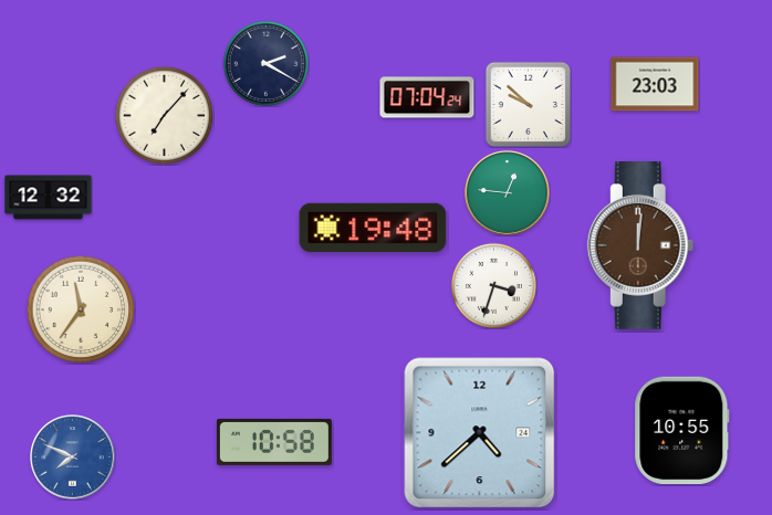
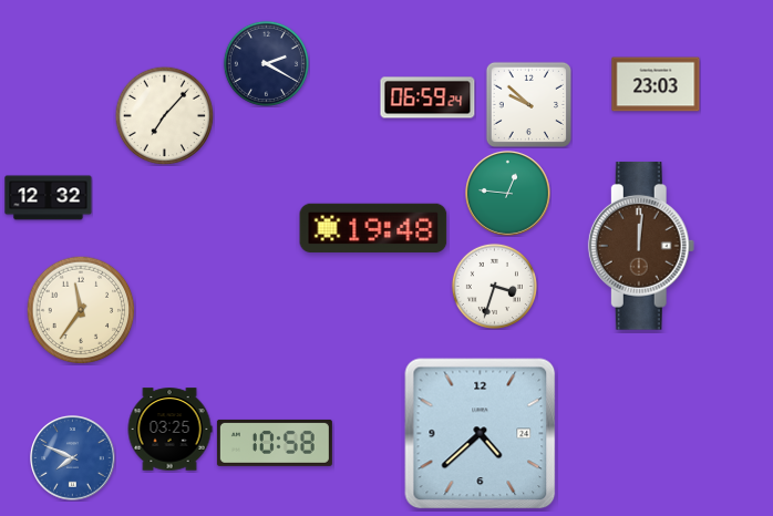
clock at (427, 97): 07:04 -> 06:59
clock at (169, 430): none -> 03:25
clock at (682, 431): 10:55 -> none
